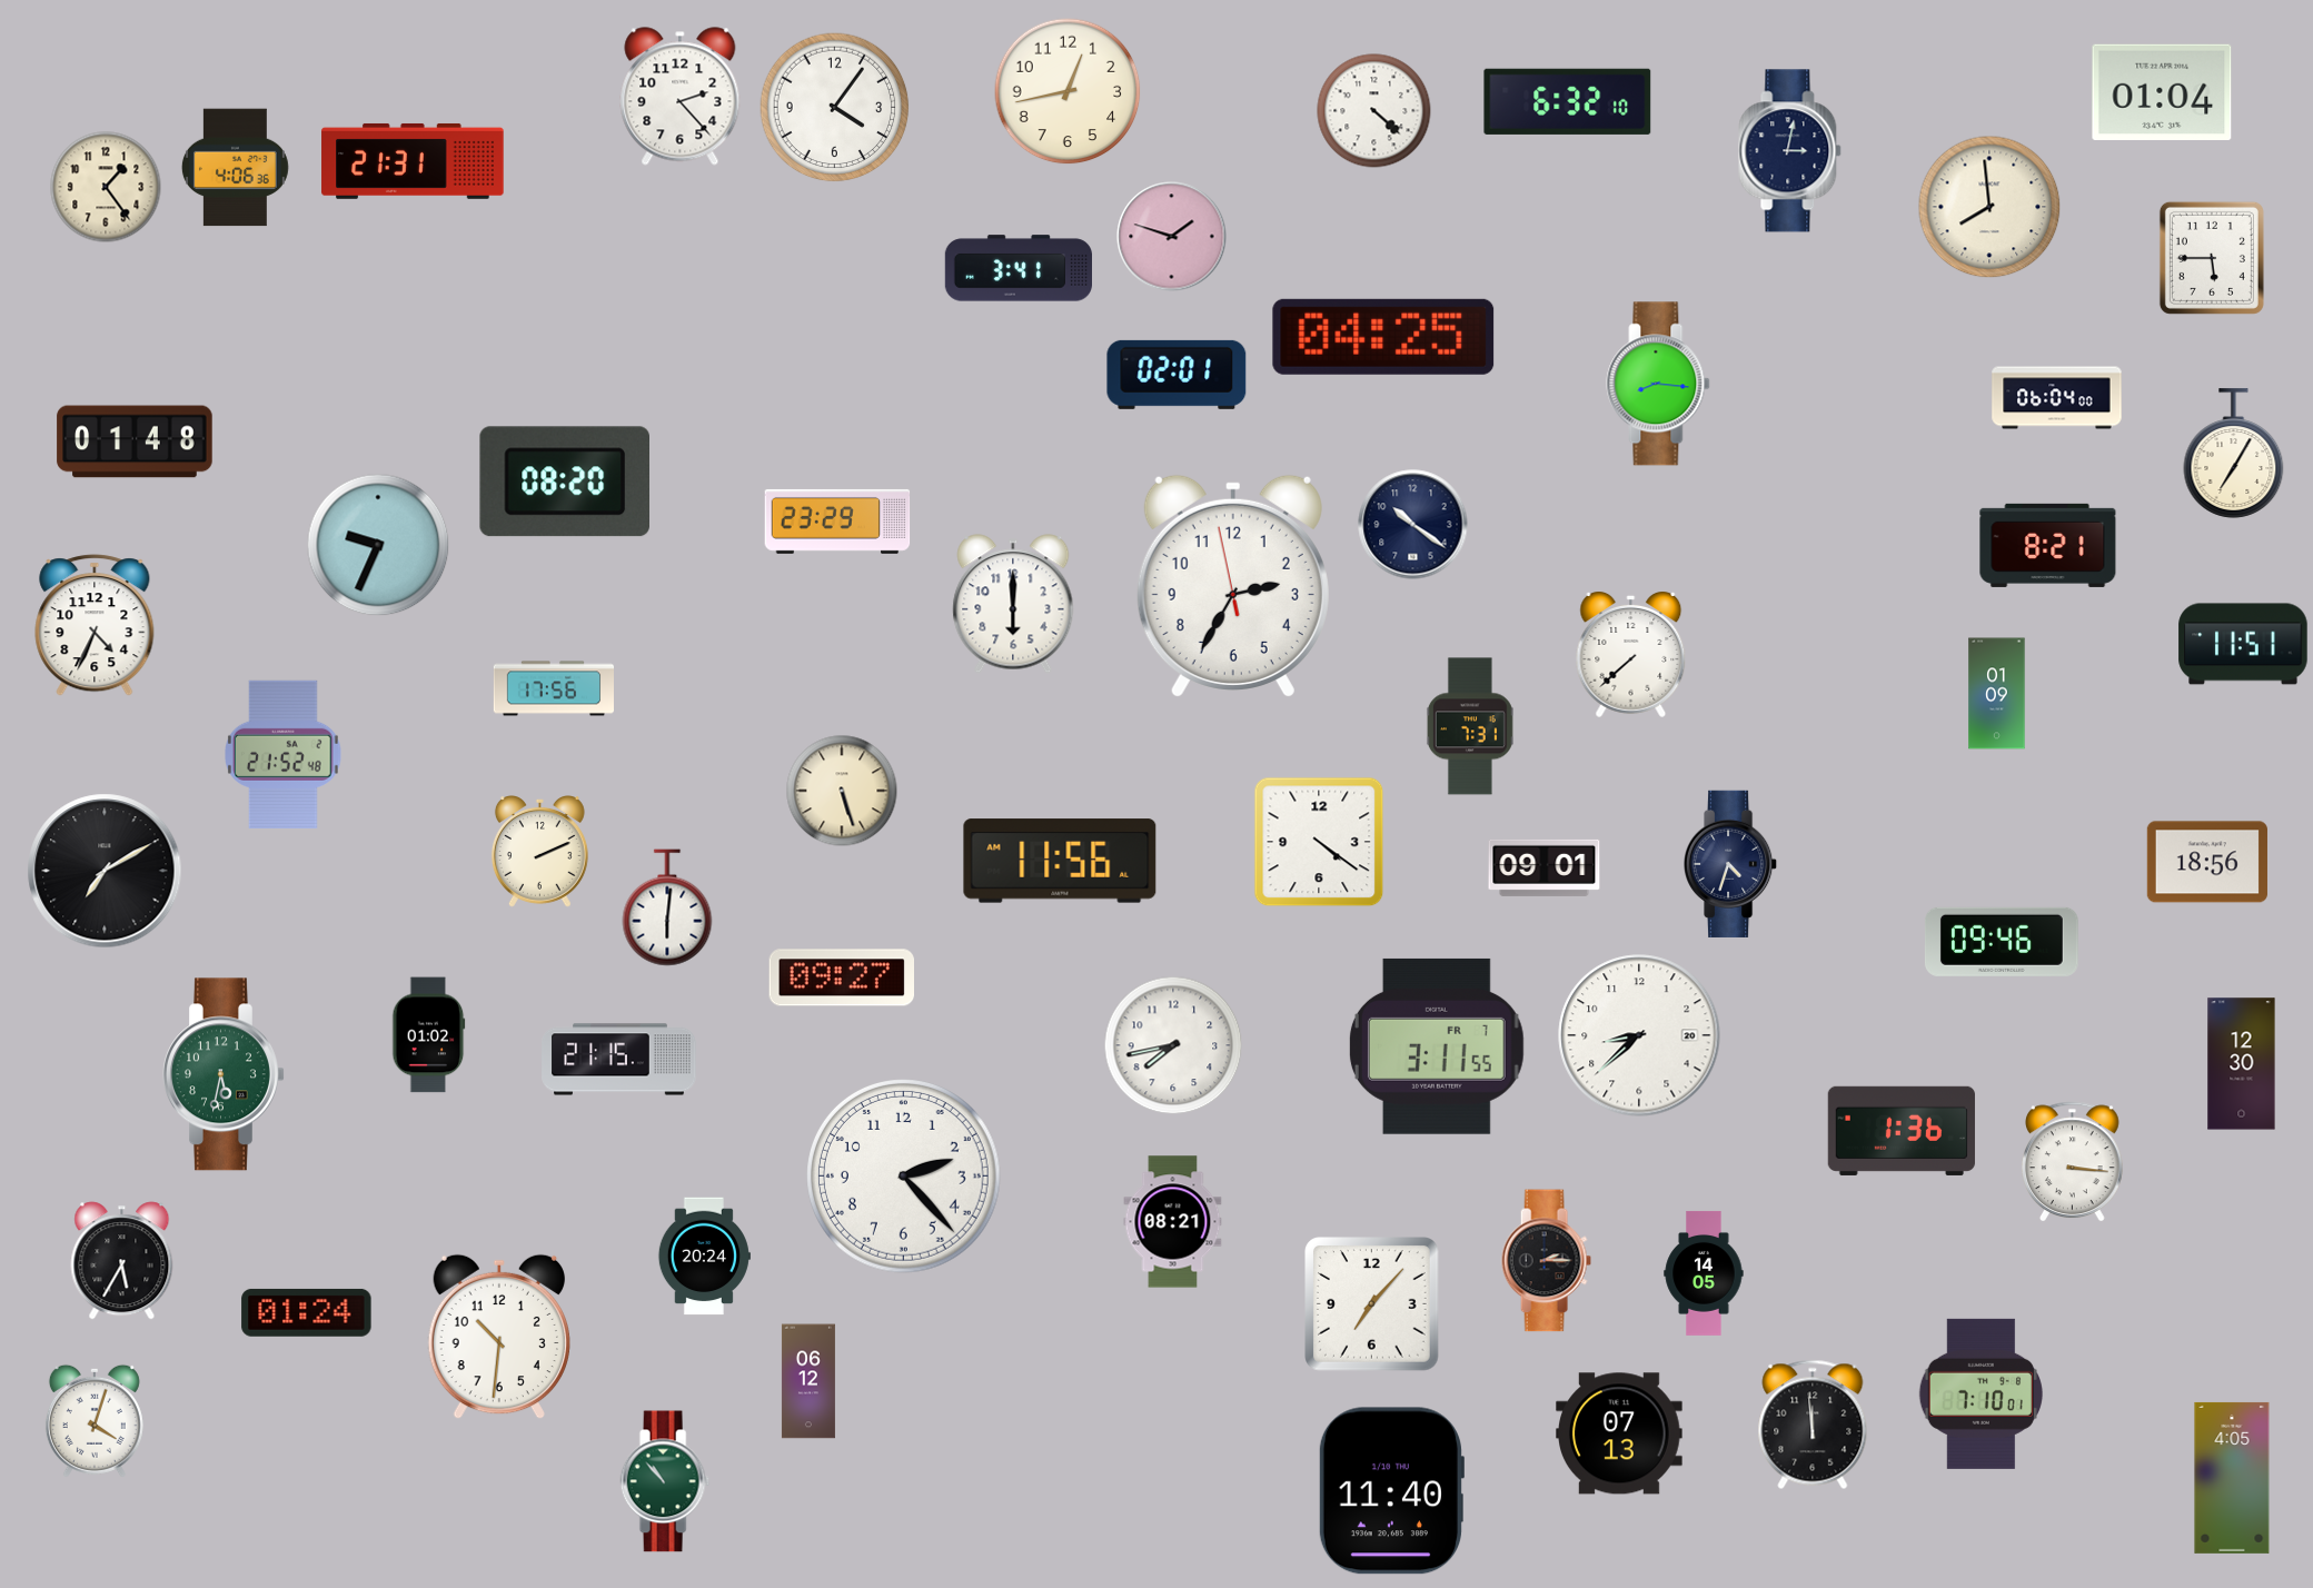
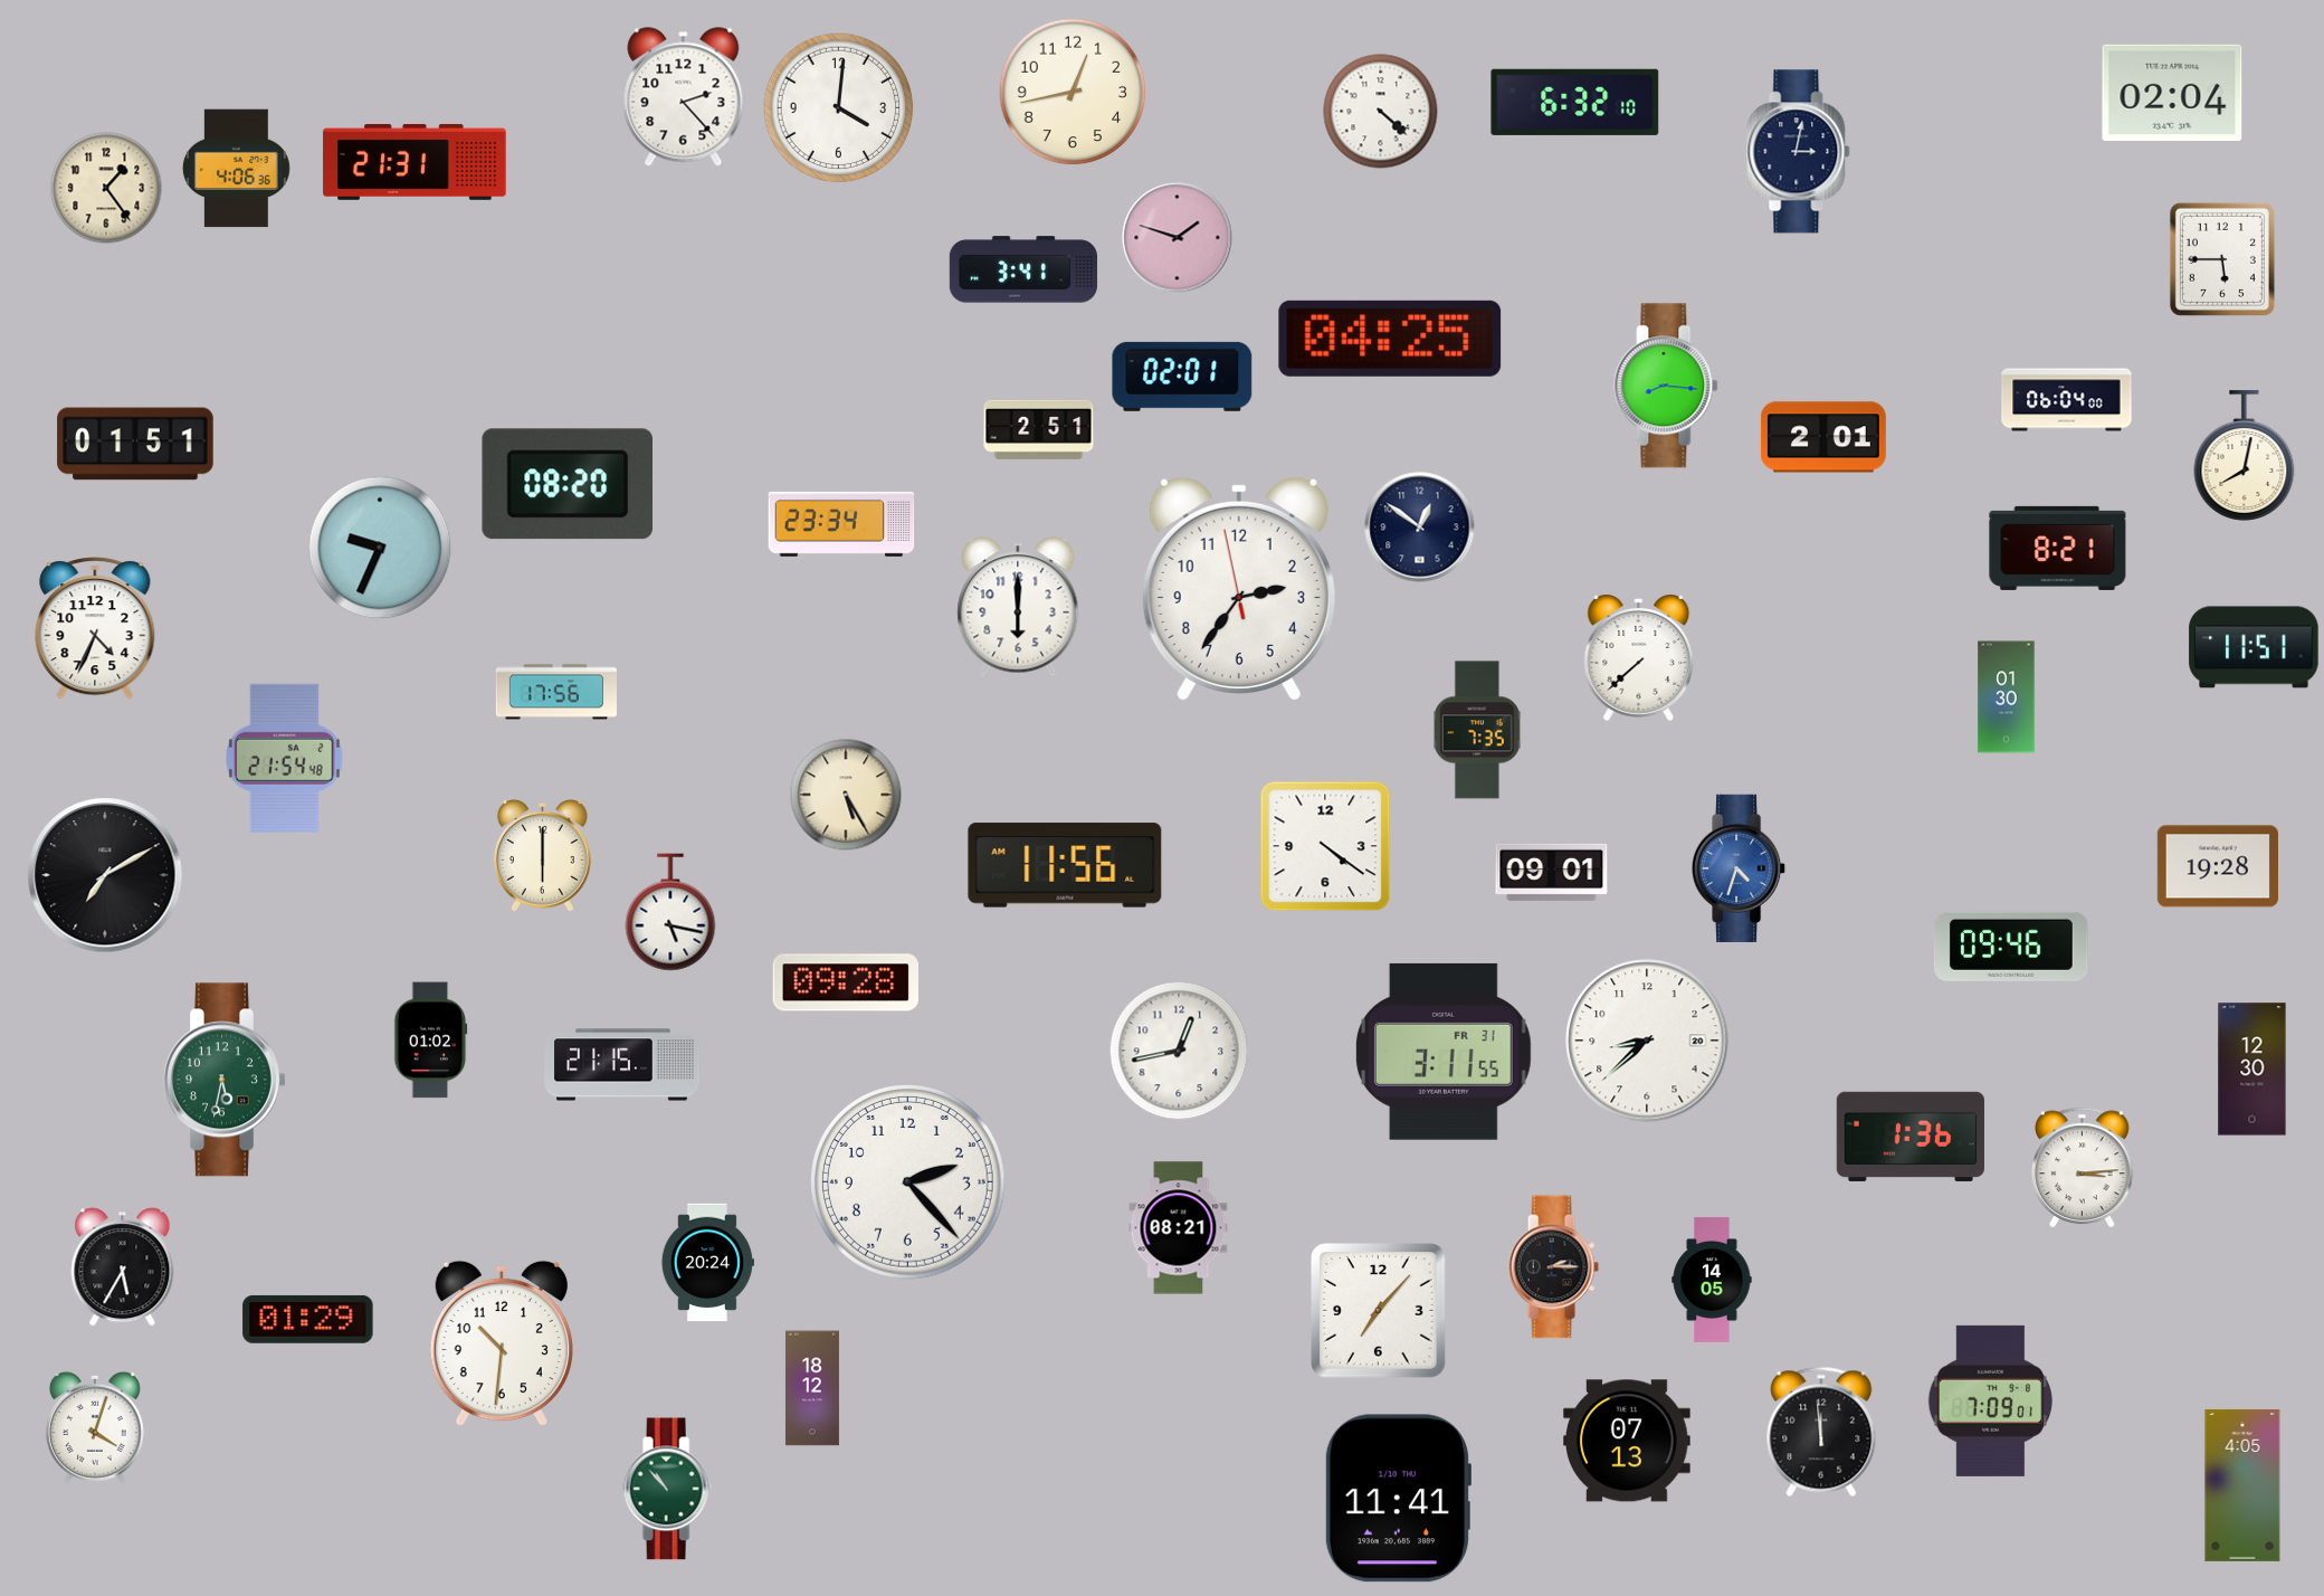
clock at (2162, 92): 01:04 -> 02:04
clock at (835, 108): 4:06 -> 4:01
clock at (1989, 207): 7:59 -> none
clock at (1039, 429): none -> 2:51
clock at (1823, 437): none -> 2:01
clock at (135, 441): 01:48 -> 01:51
clock at (2234, 454): 7:05 -> 8:02
clock at (837, 522): 23:29 -> 23:34
clock at (1413, 525): 10:21 -> 12:51
clock at (1233, 585): 2:34 -> 2:35
clock at (1997, 694): 01:09 -> 01:30
clock at (1470, 726): 7:31 -> 7:35
clock at (284, 754): 21:52 -> 21:54
clock at (842, 791): 5:27 -> 5:25
clock at (539, 852): 2:11 -> 6:00
clock at (2207, 862): 18:56 -> 19:28
clock at (1731, 864) dial: navy -> blue
clock at (667, 907): 6:01 -> 5:17
clock at (841, 977): 09:27 -> 09:28
clock at (1173, 1045): 7:43 -> 12:43
clock at (1437, 1046) date: FR 7 -> FR 31
clock at (2073, 1162): 3:16 -> 3:14
clock at (307, 1312): 01:24 -> 01:29
clock at (808, 1381): 06:12 -> 18:12
clock at (1981, 1393): 7:10 -> 7:09
clock at (1391, 1491): 11:40 -> 11:41
